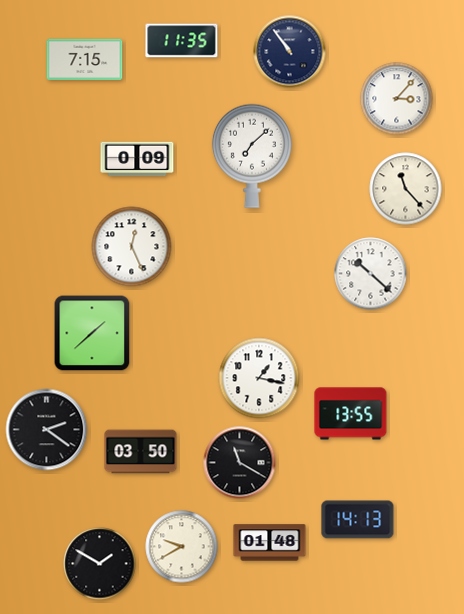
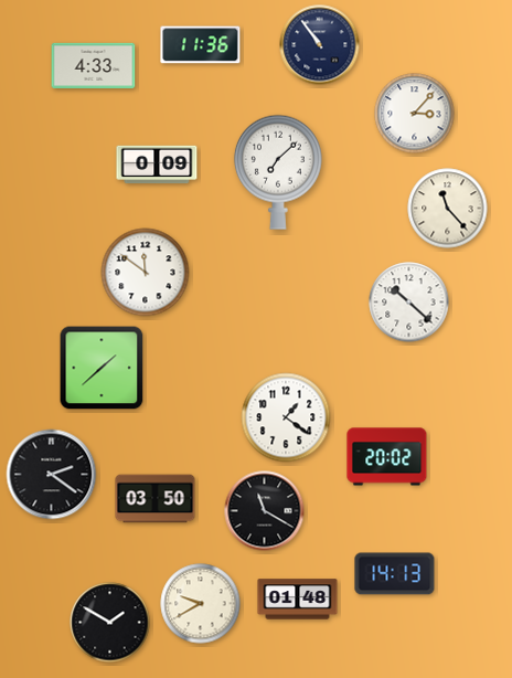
clock at (182, 41): 11:35 -> 11:36
clock at (290, 52) position: (290, 52) -> (320, 45)
clock at (85, 59): 7:15 -> 4:33
clock at (397, 99) position: (397, 99) -> (415, 114)
clock at (137, 159) position: (137, 159) -> (157, 165)
clock at (132, 247): 12:26 -> 11:51
clock at (259, 378): 1:17 -> 1:21
clock at (351, 414): 13:55 -> 20:02
